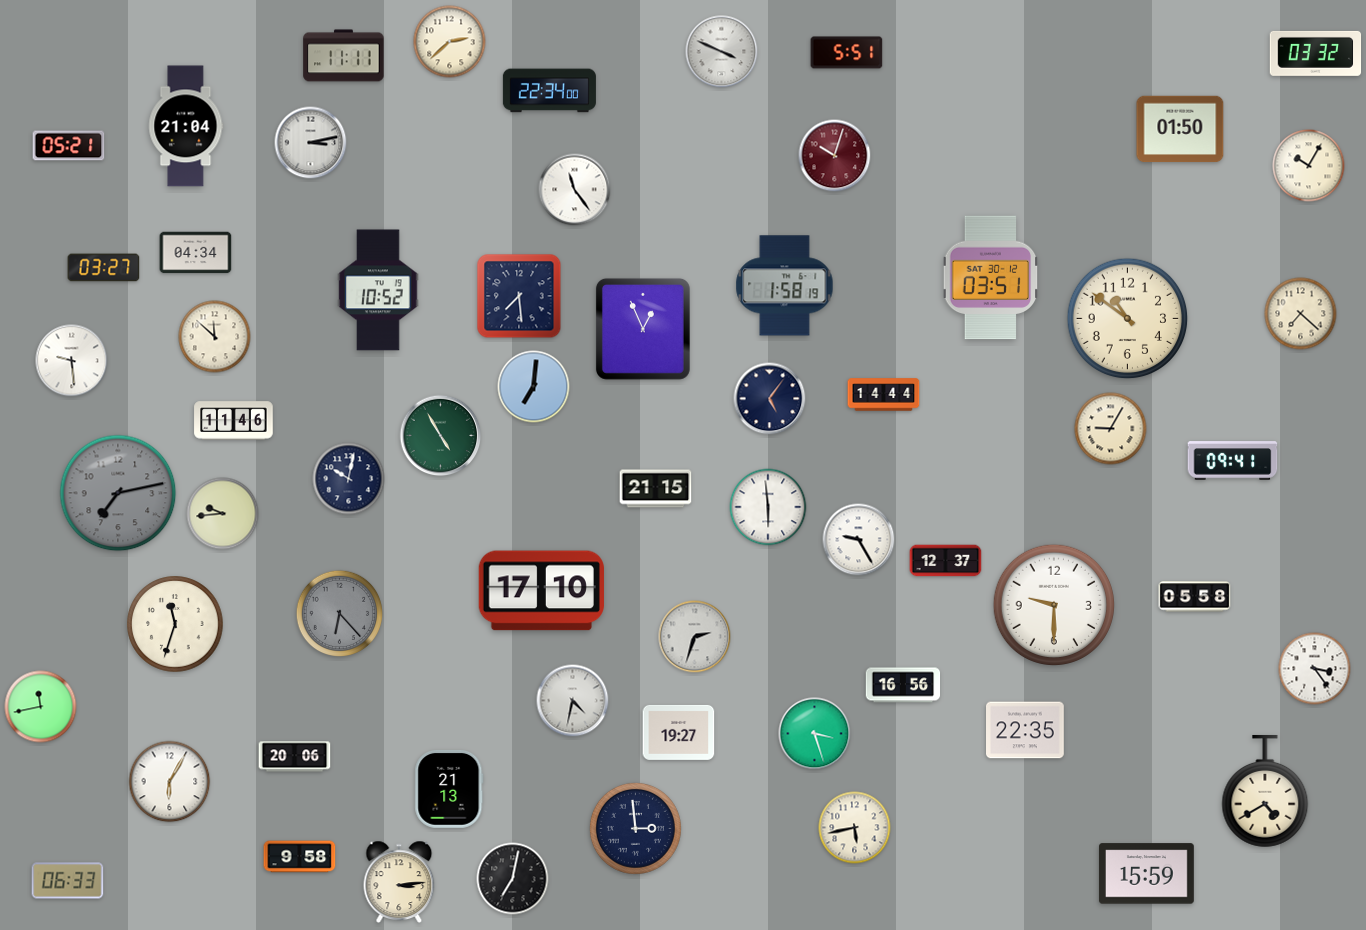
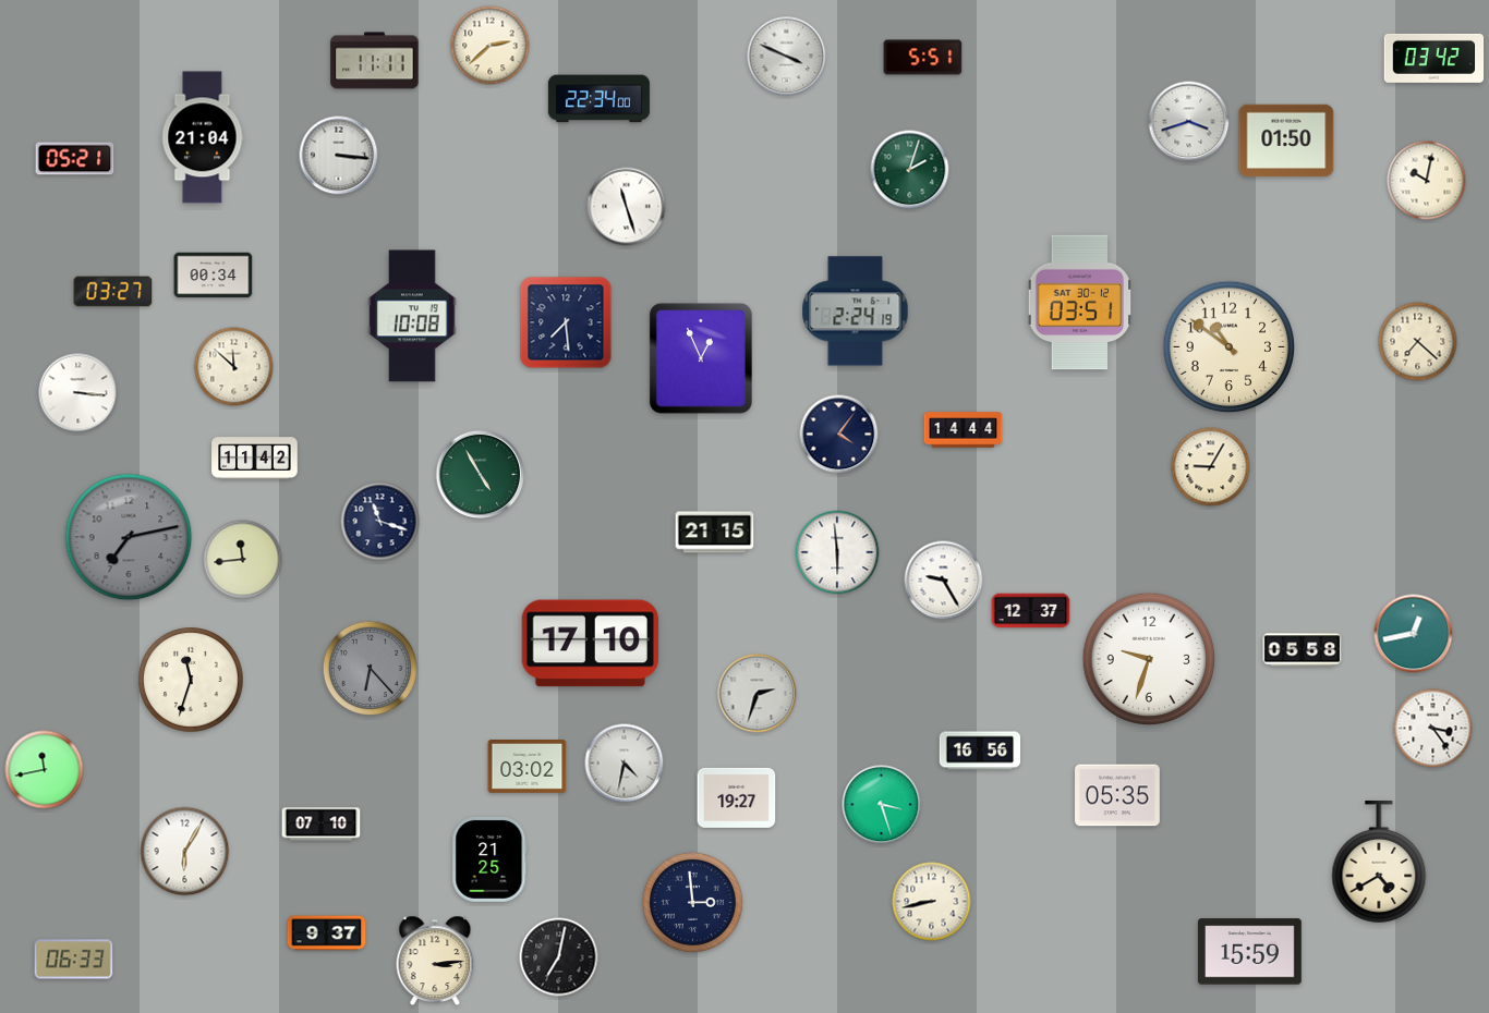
clock at (1316, 53): 03:32 -> 03:42
clock at (1189, 122): none -> 3:42
clock at (311, 143): 3:13 -> 3:16
clock at (835, 156): 10:03 -> 2:03
clock at (835, 156) dial: burgundy -> green
clock at (1309, 166): 10:05 -> 10:02
clock at (575, 190): 11:24 -> 11:27
clock at (196, 253): 04:34 -> 00:34
clock at (785, 286): 1:58 -> 2:24
clock at (378, 290): 10:52 -> 10:08
clock at (72, 361): 9:29 -> 3:16
clock at (534, 387): 7:01 -> none
clock at (770, 399): 5:06 -> 4:06
clock at (234, 421): 11:46 -> 11:42
clock at (1233, 461): 09:41 -> none
clock at (349, 479): 10:02 -> 11:18
clock at (223, 514): 9:44 -> 11:44
clock at (859, 540) position: (859, 540) -> (944, 581)
clock at (1414, 634): none -> 12:43
clock at (1053, 604): 9:30 -> 9:33
clock at (903, 685) position: (903, 685) -> (980, 750)
clock at (528, 767): none -> 03:02
clock at (1026, 730): 22:35 -> 05:35
clock at (679, 732) position: (679, 732) -> (737, 797)
clock at (815, 734) position: (815, 734) -> (882, 805)
clock at (295, 757): 20:06 -> 07:10
clock at (449, 789): 21:13 -> 21:25
clock at (855, 828): 5:43 -> 8:43
clock at (300, 857): 9:58 -> 9:37
